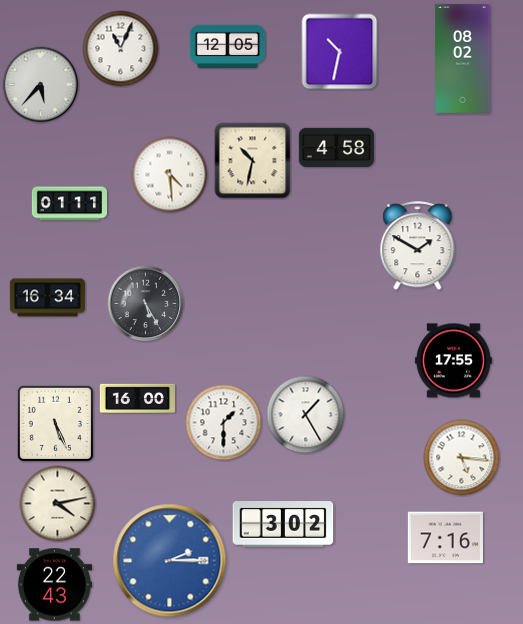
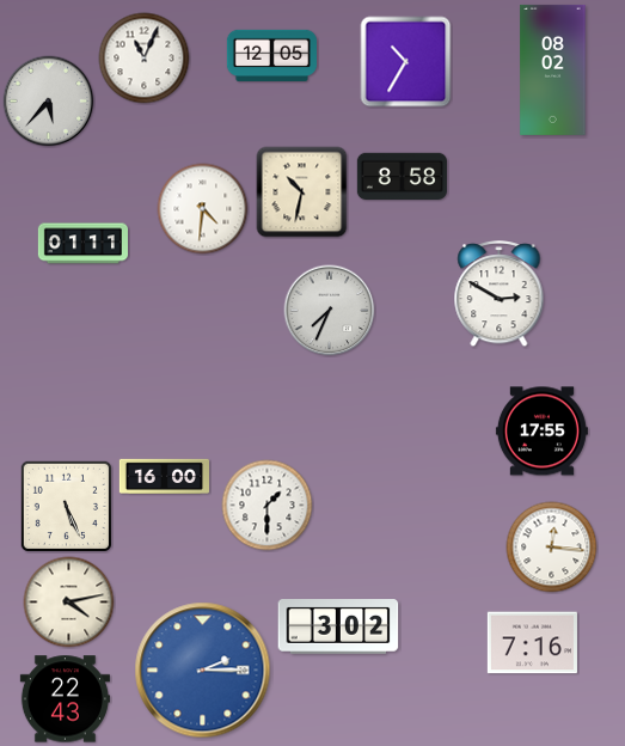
clock at (340, 52): 10:32 -> 10:35
clock at (336, 148): 4:58 -> 8:58
clock at (170, 175): 4:29 -> 4:31
clock at (418, 246): 1:50 -> 2:50
clock at (330, 311): none -> 7:34
clock at (47, 298): 16:34 -> none
clock at (146, 304): 5:25 -> none
clock at (306, 415): 1:25 -> none
clock at (462, 458): 5:16 -> 12:16
